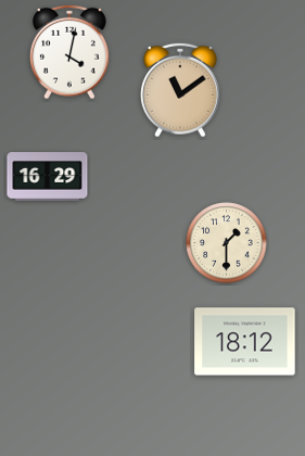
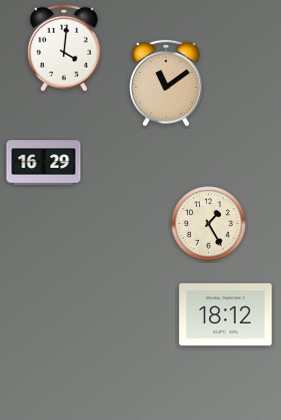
clock at (71, 52): 4:02 -> 4:01
clock at (227, 243): 1:30 -> 1:25
